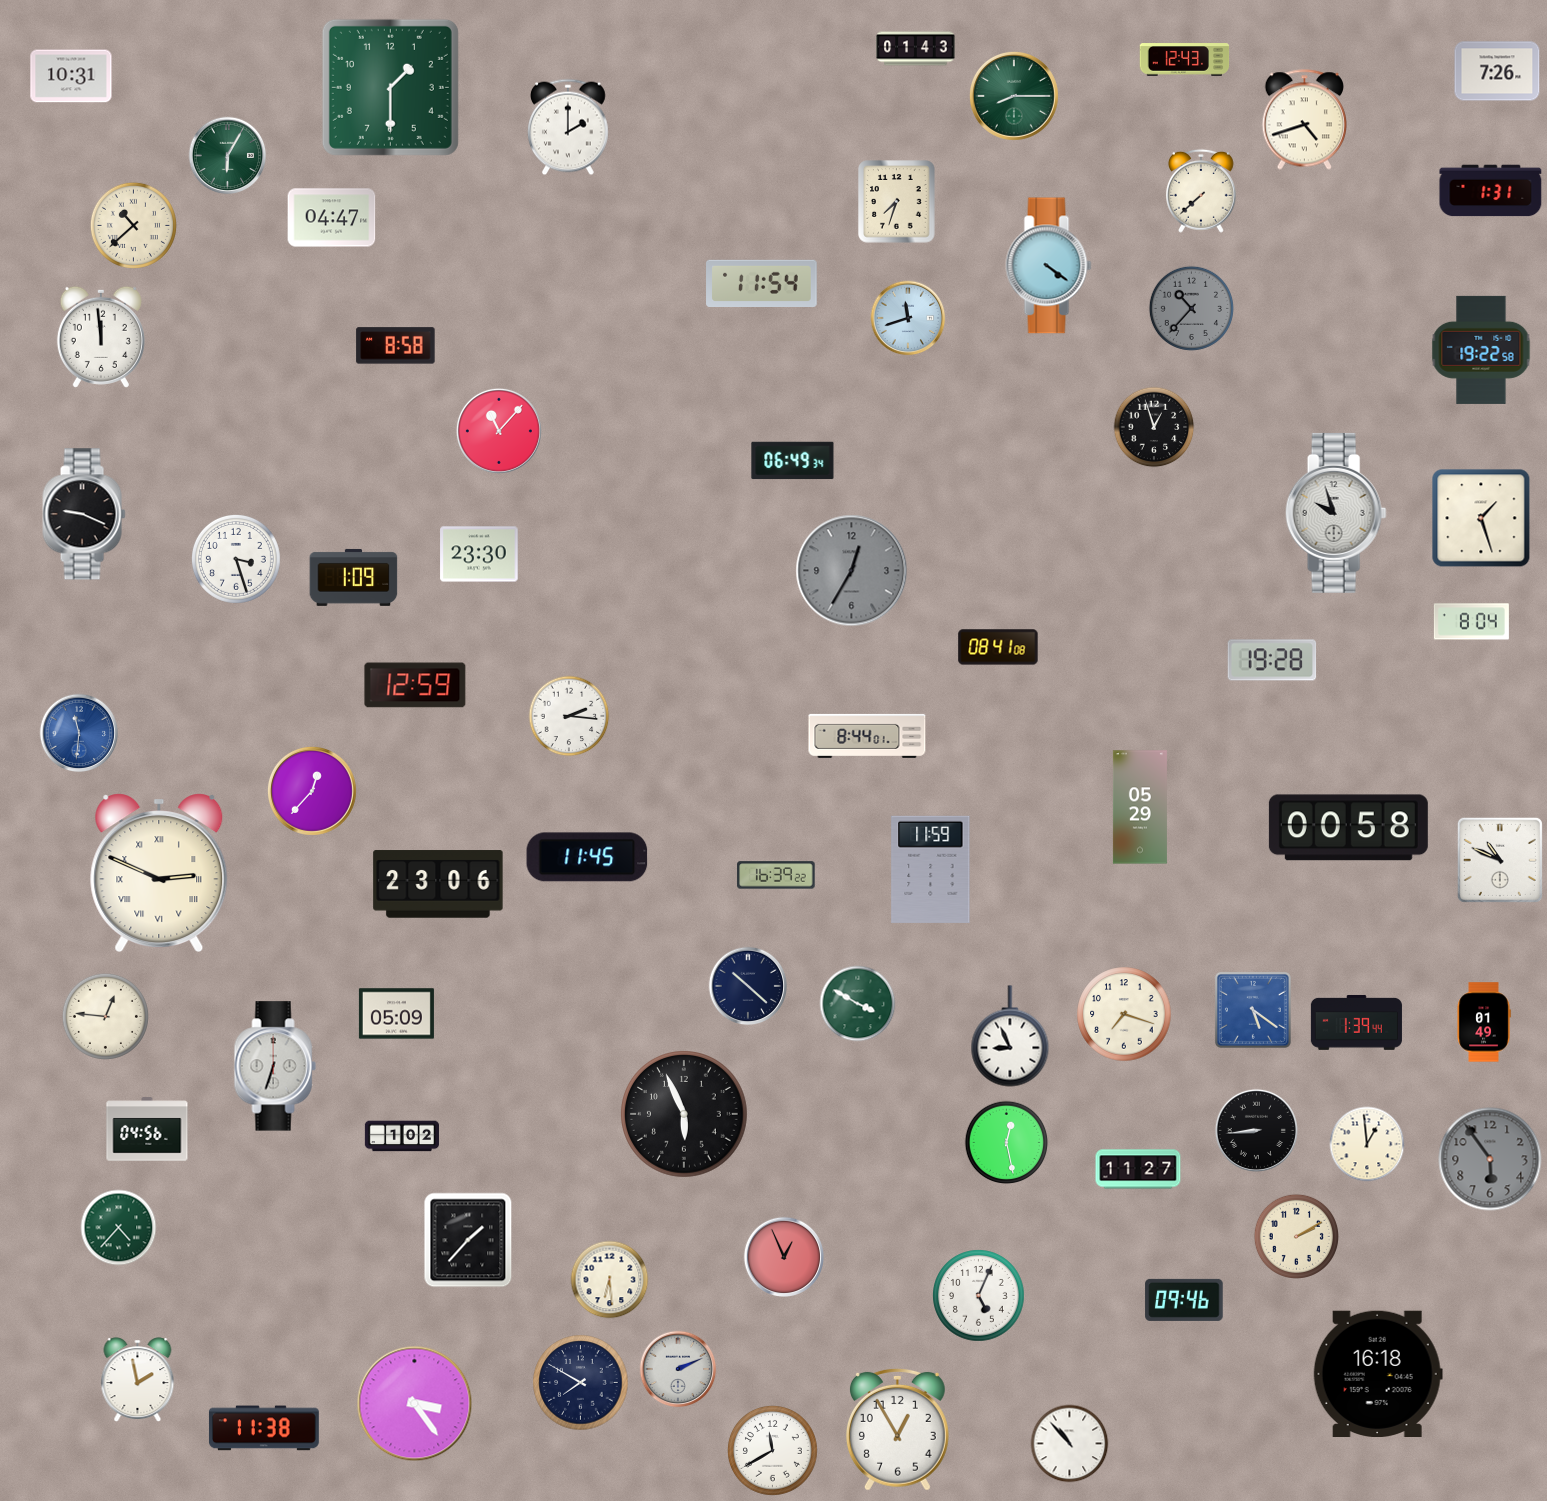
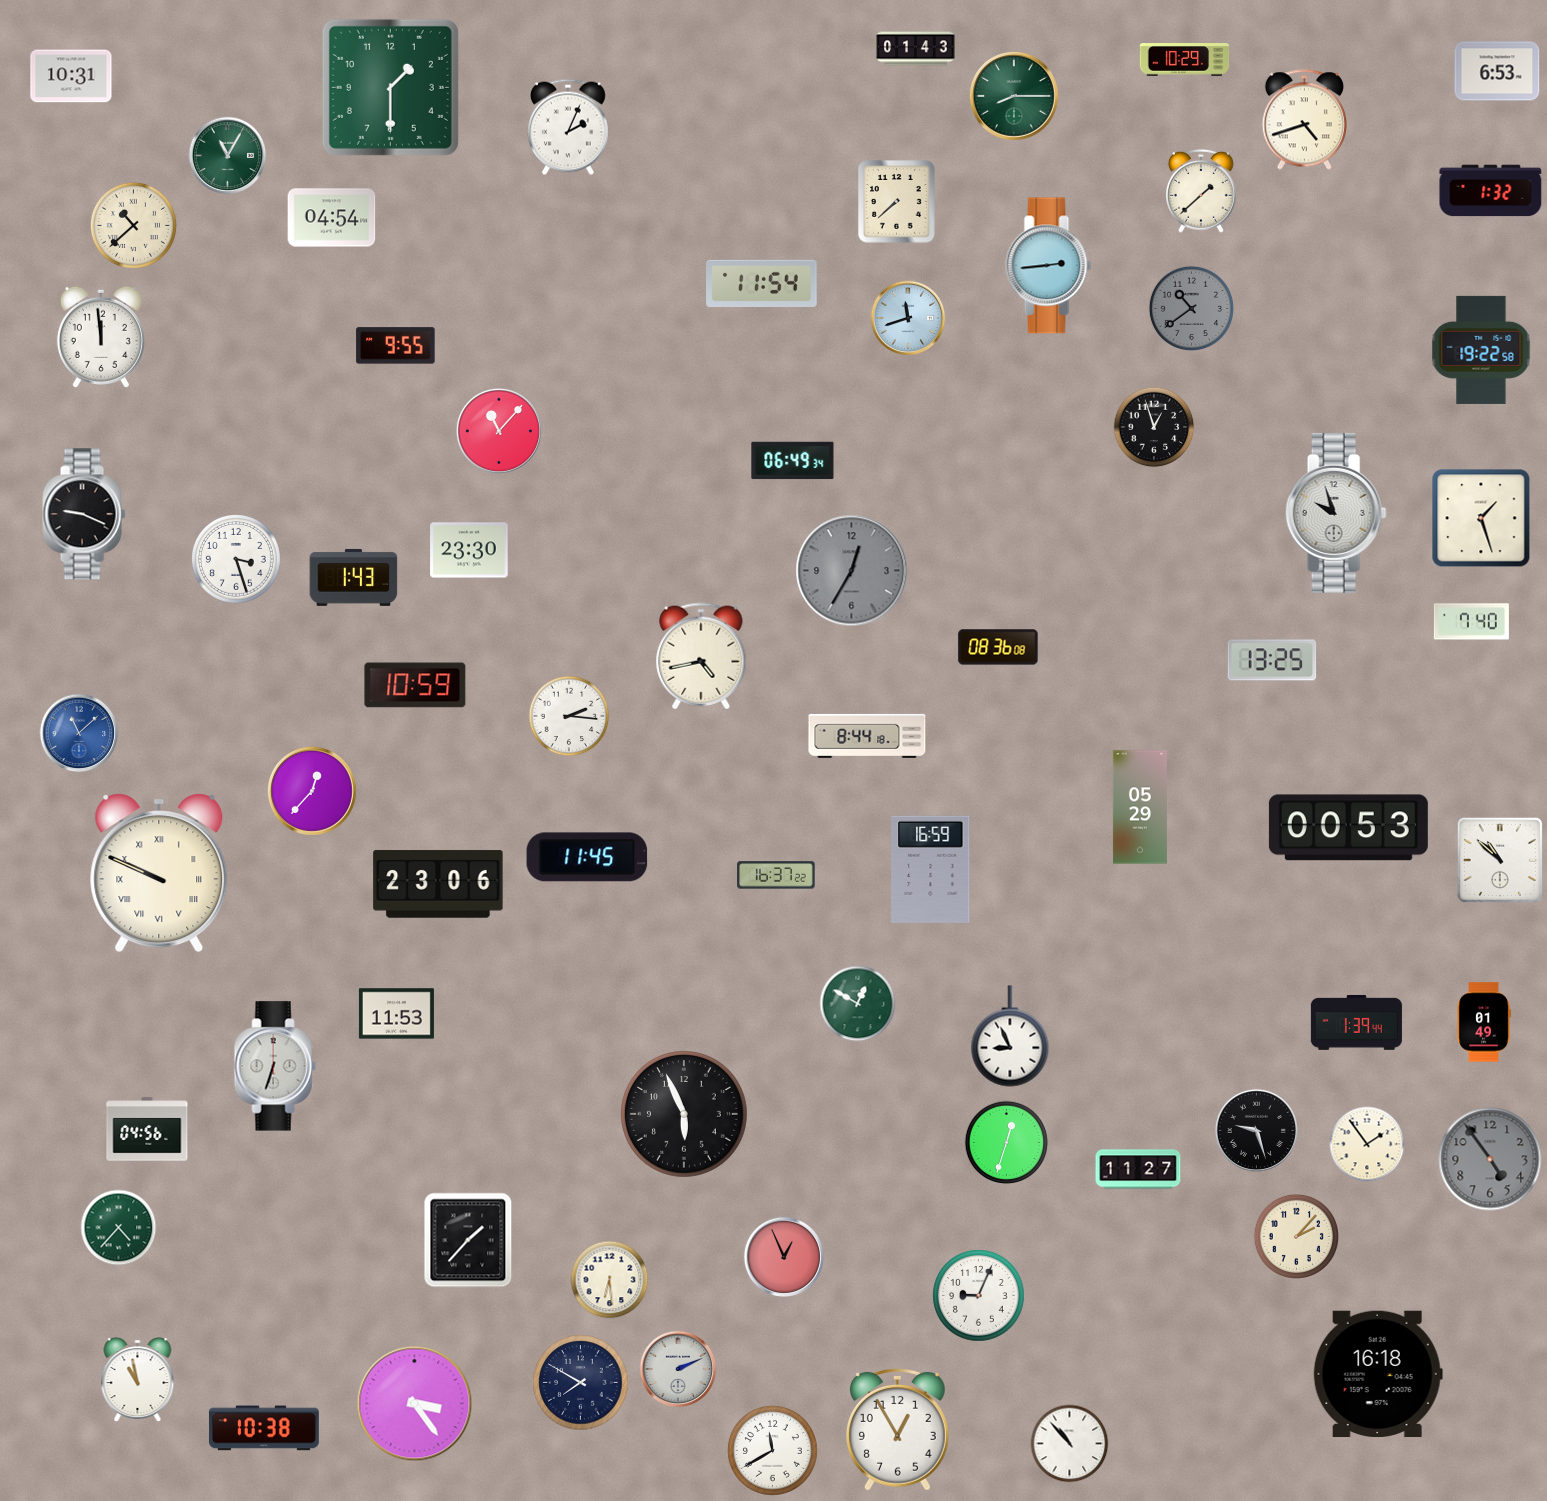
clock at (1185, 60): 12:43 -> 10:29
clock at (1497, 71): 7:26 -> 6:53
clock at (569, 127): 2:00 -> 2:04
clock at (228, 156): 6:05 -> 11:05
clock at (1201, 191): 7:38 -> 1:38
clock at (1491, 191): 1:31 -> 1:32
clock at (897, 202): 7:33 -> 7:38
clock at (332, 218): 04:47 -> 04:54
clock at (1049, 266): 4:21 -> 2:44
clock at (1191, 308): 10:37 -> 10:39
clock at (396, 346): 8:58 -> 9:55
clock at (479, 554) position: (479, 554) -> (469, 550)
clock at (354, 577): 1:09 -> 1:43
clock at (1471, 622): 8:04 -> 7:40
clock at (998, 647): 08:41 -> 08:36
clock at (701, 656): none -> 4:43
clock at (1272, 660): 19:28 -> 13:25
clock at (415, 685): 12:59 -> 10:59
clock at (79, 733): 11:31 -> 11:08
clock at (867, 736): 8:44:01 -> 8:44:18
clock at (1348, 828): 00:58 -> 00:53
clock at (1500, 860): 10:49 -> 10:52
clock at (931, 869): 11:59 -> 16:59
clock at (159, 872): 2:49 -> 9:49
clock at (776, 875): 16:39 -> 16:37
clock at (748, 986): 10:22 -> none
clock at (858, 1004): 3:50 -> 12:50
clock at (1253, 1010): 5:21 -> none
clock at (396, 1014): 05:09 -> 11:53
clock at (1124, 1014): 7:18 -> none
clock at (105, 1016): 12:46 -> none
clock at (1256, 1130): 8:44 -> 9:27
clock at (402, 1136): 1:02 -> none
clock at (1007, 1143): 12:28 -> 12:33
clock at (1367, 1144): 12:59 -> 1:54
clock at (1490, 1159): 5:54 -> 4:54
clock at (1296, 1236): 2:10 -> 2:07
clock at (979, 1296): 5:04 -> 9:04
clock at (1184, 1300): 09:46 -> none
clock at (138, 1380): 1:58 -> 10:58
clock at (264, 1428): 11:38 -> 10:38
